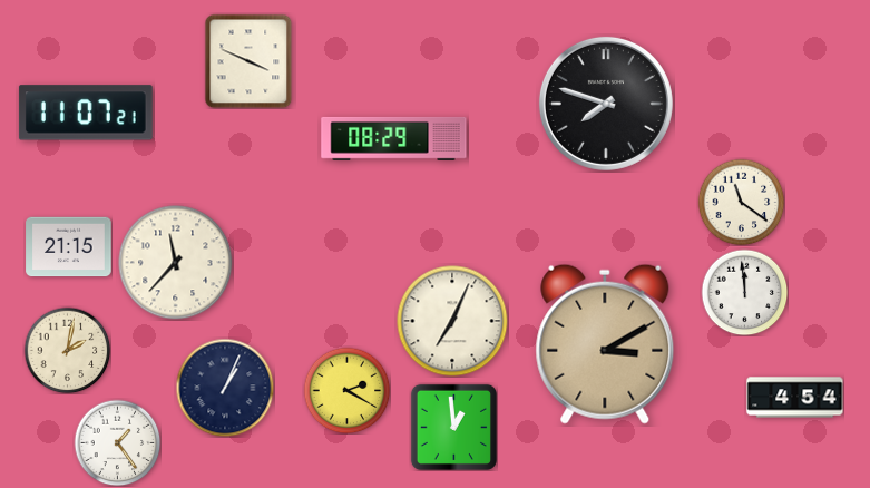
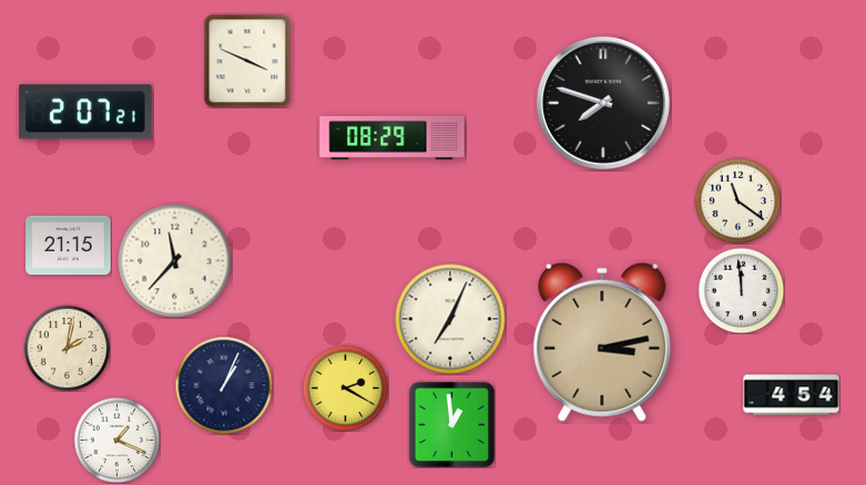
clock at (86, 113): 11:07 -> 2:07
clock at (605, 344): 3:10 -> 3:13
clock at (117, 442): 1:24 -> 1:19
